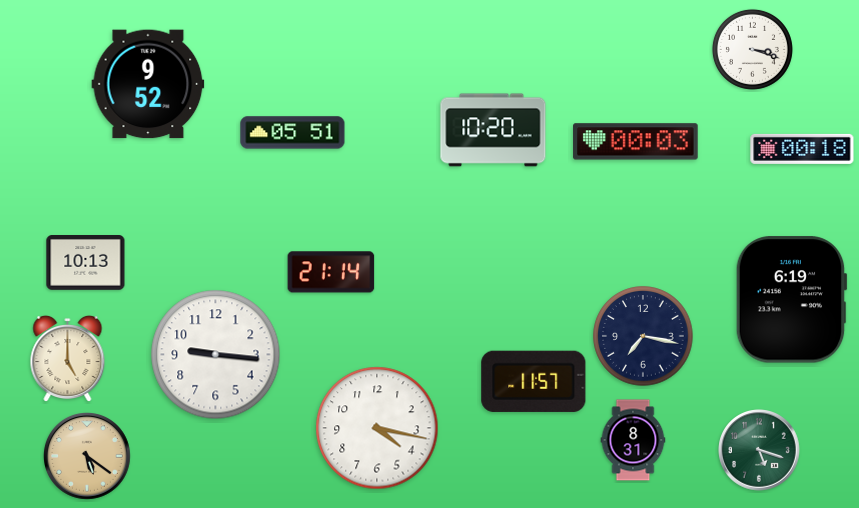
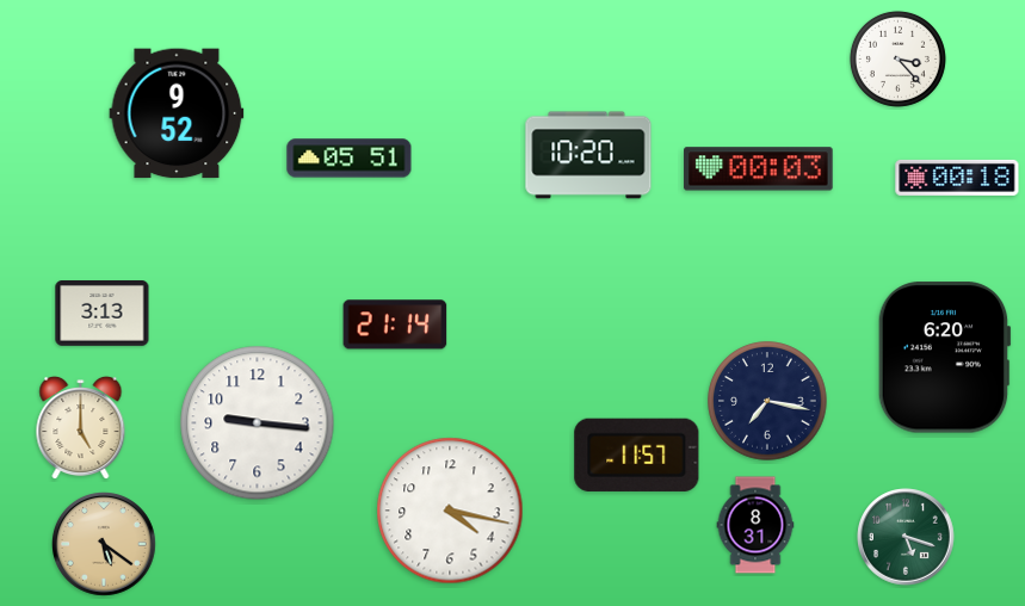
clock at (752, 49): 3:18 -> 3:23
clock at (148, 84) position: (148, 84) -> (177, 113)
clock at (86, 263): 10:13 -> 3:13
clock at (791, 300): 6:19 -> 6:20
